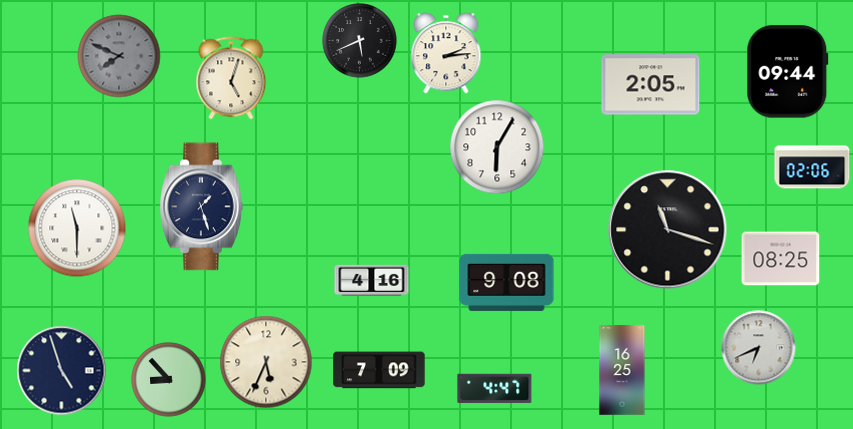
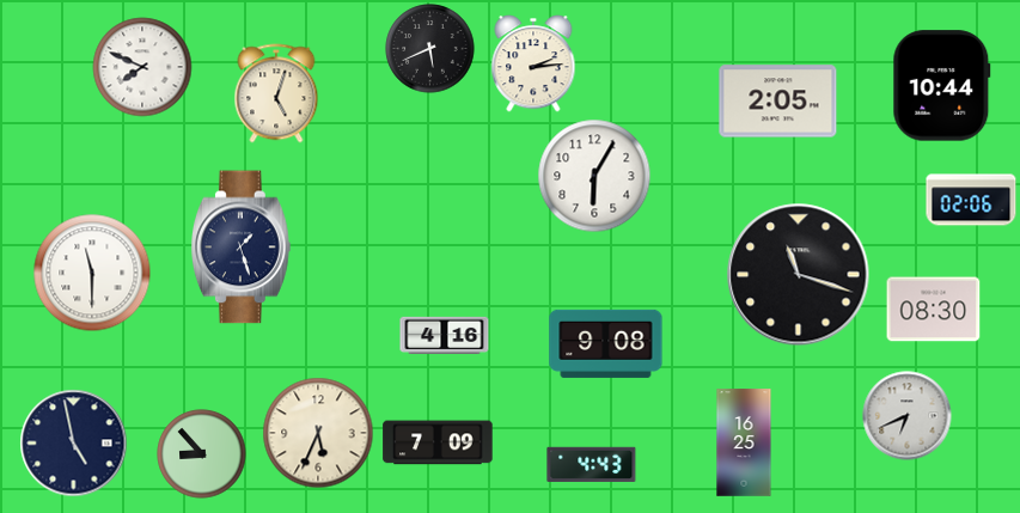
clock at (119, 56) dial: grey -> white
clock at (788, 72): 09:44 -> 10:44
clock at (781, 259): 08:25 -> 08:30
clock at (507, 282) position: (507, 282) -> (606, 343)
clock at (379, 370) position: (379, 370) -> (438, 442)
clock at (62, 371): 4:57 -> 4:58
clock at (495, 388): 4:47 -> 4:43
